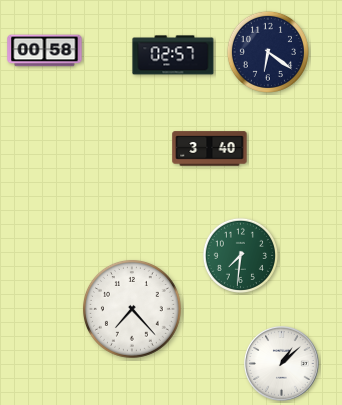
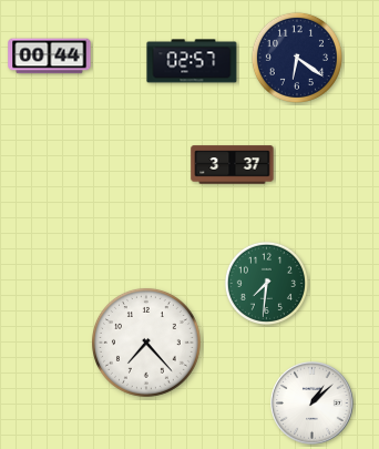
clock at (45, 51): 00:58 -> 00:44
clock at (210, 149): 3:40 -> 3:37
